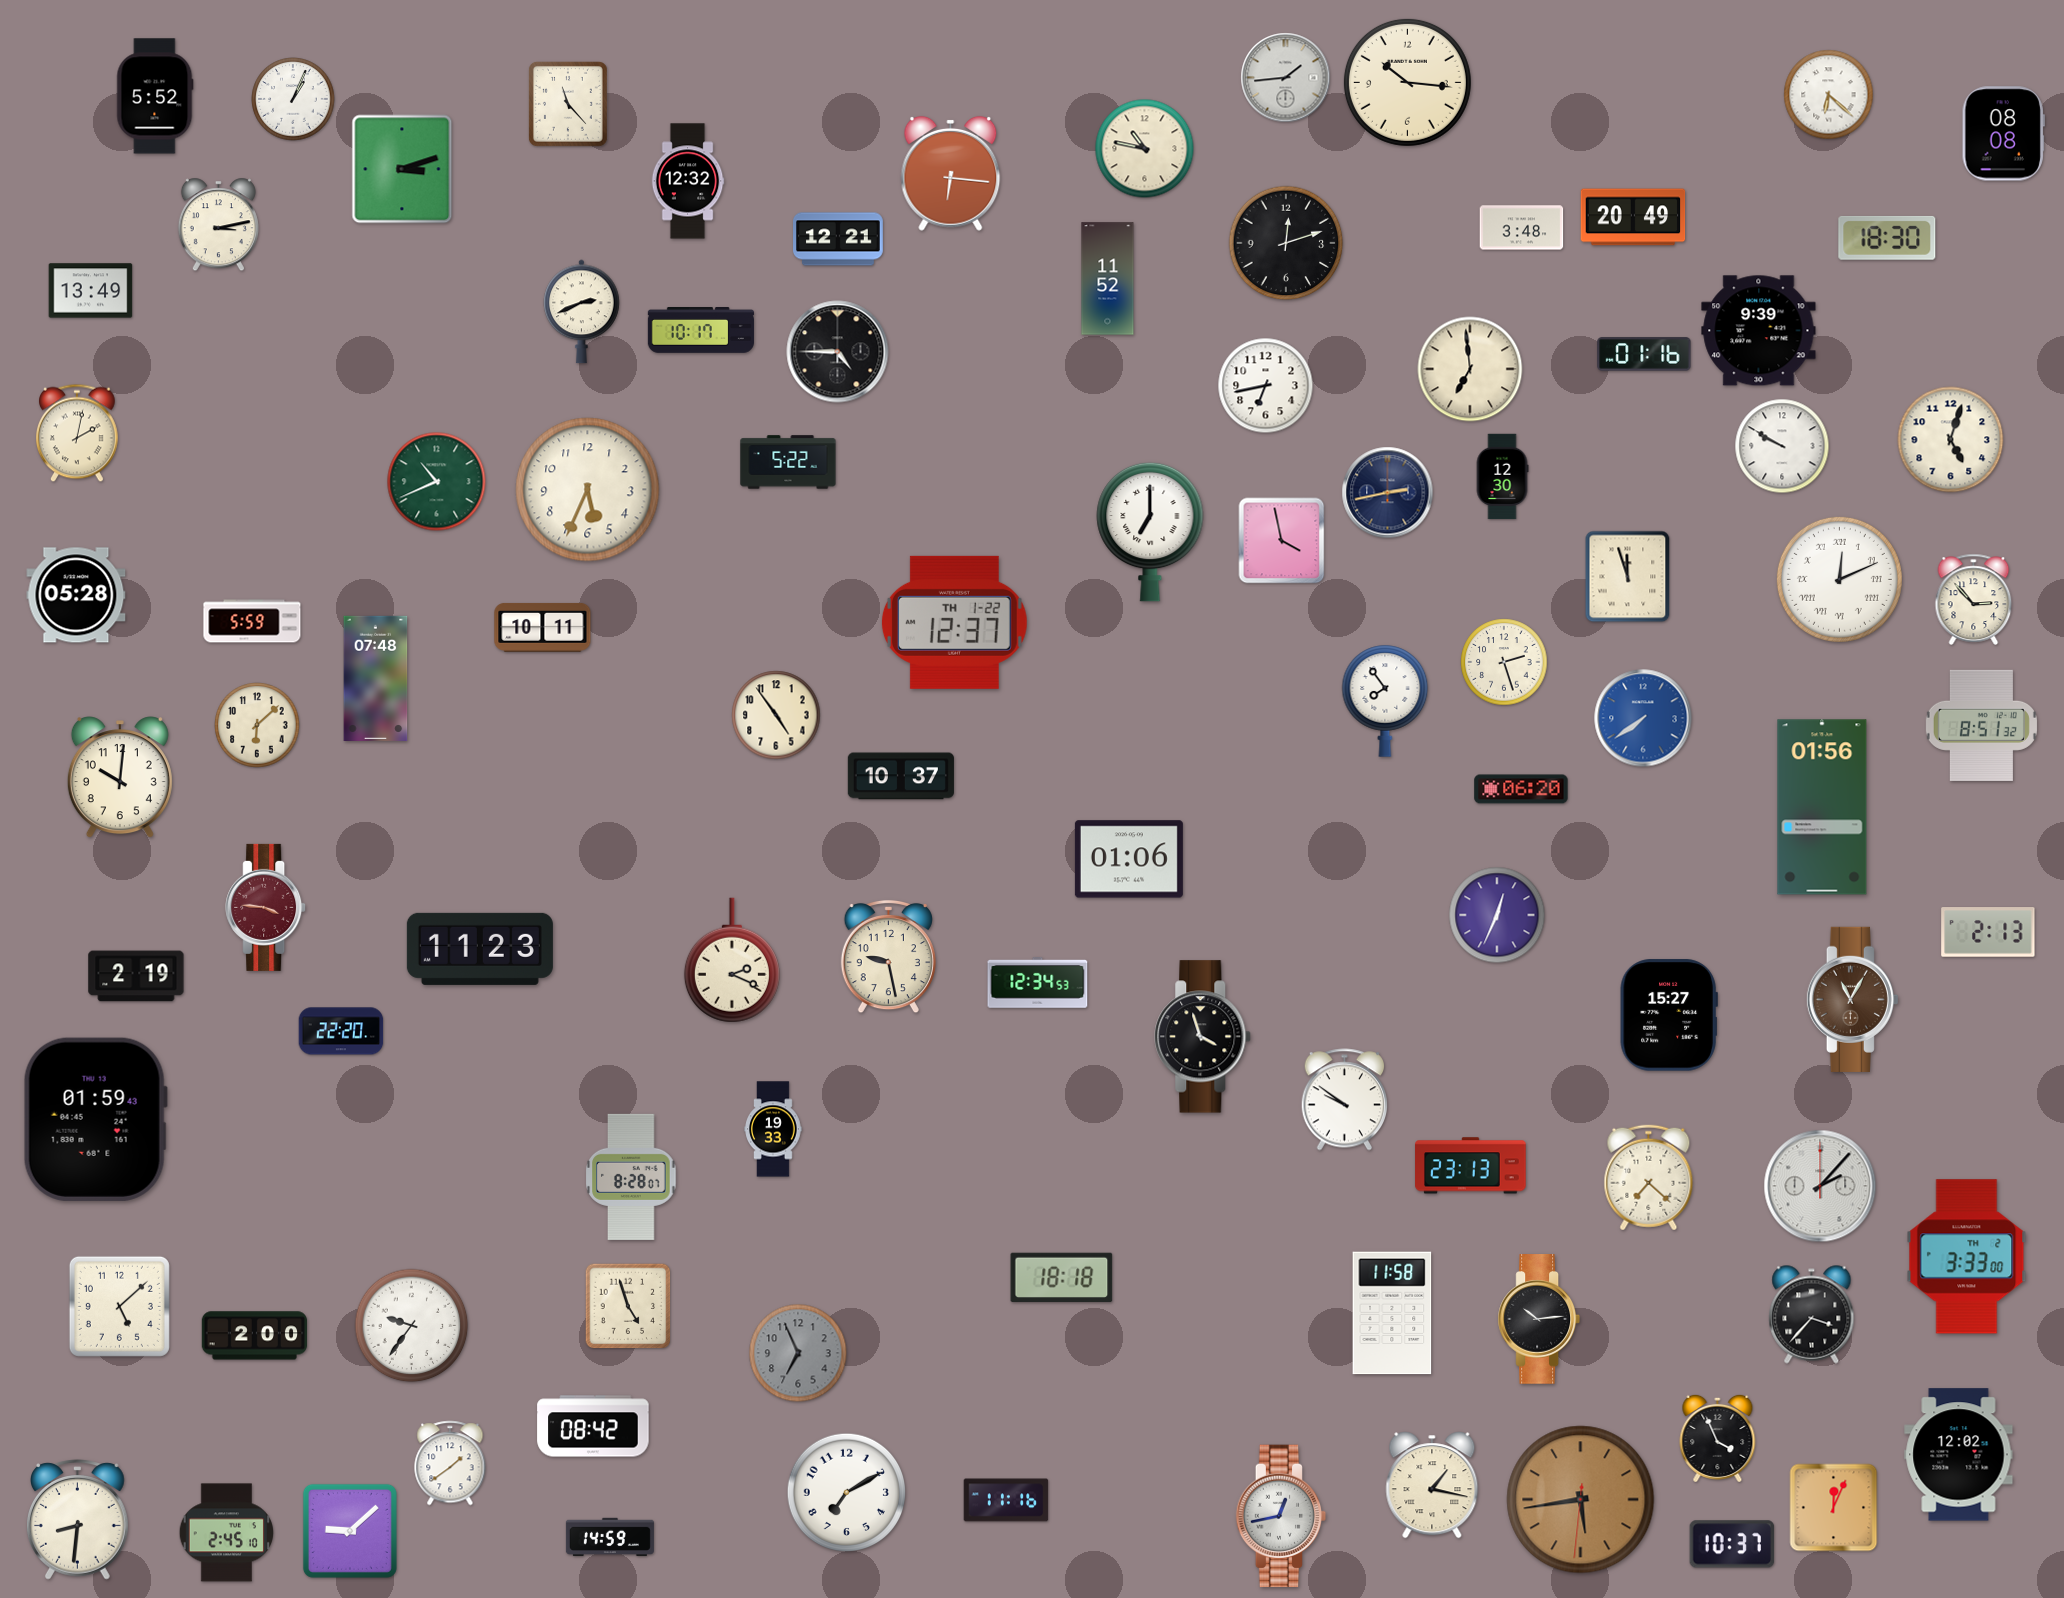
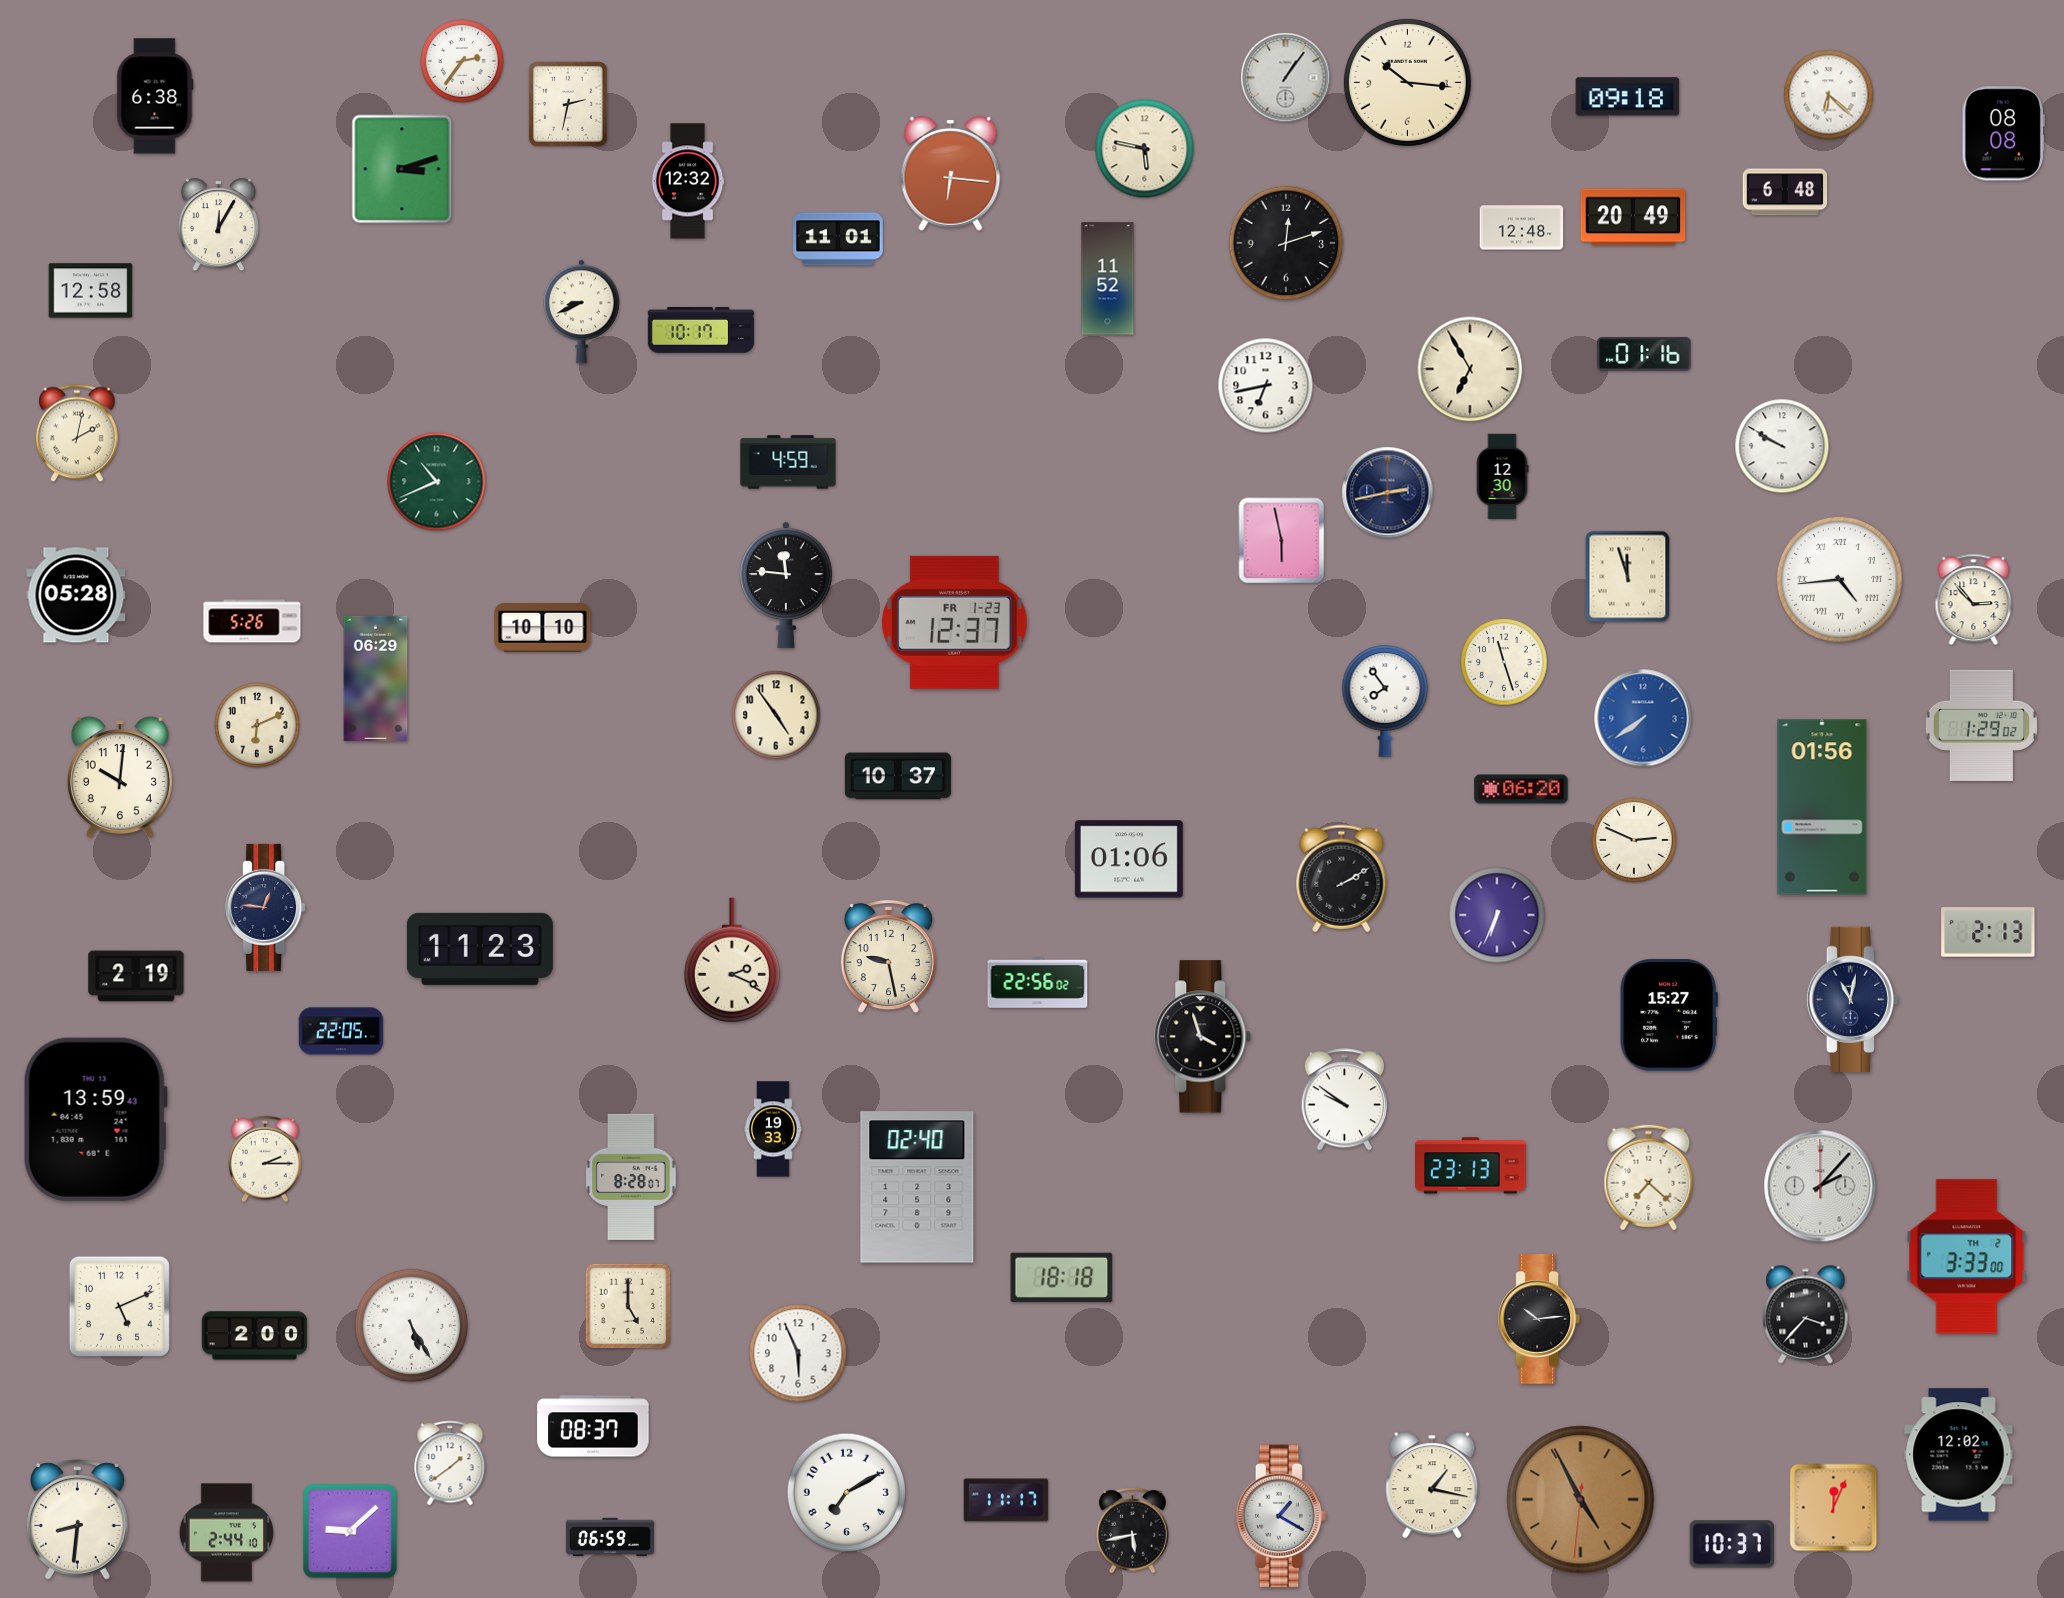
clock at (462, 61): none -> 2:36
clock at (1286, 78): 1:44 -> 1:06
clock at (155, 96): 5:52 -> 6:38
clock at (1628, 97): none -> 09:18
clock at (293, 99): 1:04 -> none
clock at (568, 104): 11:23 -> 2:32
clock at (1145, 149): 10:47 -> 5:47
clock at (1785, 192): none -> 6:48
clock at (218, 225): 3:13 -> 12:05
clock at (1522, 228): 3:48 -> 12:48
clock at (1887, 238): 18:30 -> none
clock at (839, 239): 12:21 -> 11:01
clock at (91, 291): 13:49 -> 12:58
clock at (582, 312): 2:41 -> 8:41
clock at (1759, 331): 9:39 -> none
clock at (838, 352): 4:45 -> none
clock at (1470, 369): 6:59 -> 6:55
clock at (1951, 440): 5:03 -> none
clock at (788, 462): 5:22 -> 4:59
clock at (588, 490): 5:34 -> none
clock at (1150, 532): 7:00 -> none
clock at (1282, 541): 3:58 -> 5:58
clock at (1839, 579): 12:11 -> 4:44
clock at (786, 585): none -> 11:46
clock at (252, 621): 5:59 -> 5:26
clock at (954, 622) date: TH 1-22 -> FR 1-23
clock at (543, 627): 10:11 -> 10:10
clock at (1504, 662): 2:27 -> 11:27
clock at (376, 678): 07:48 -> 06:29
clock at (257, 725): 6:08 -> 6:11
clock at (1981, 725): 8:51 -> 1:29
clock at (901, 776) position: (901, 776) -> (898, 776)
clock at (1634, 840): none -> 2:49
clock at (1342, 879): none -> 2:10
clock at (266, 907): 3:46 -> 12:46
clock at (266, 907) dial: burgundy -> navy
clock at (1497, 915): 12:34 -> 6:34
clock at (1038, 983): 12:34 -> 22:56
clock at (1852, 999): 11:05 -> 11:02
clock at (1852, 999) dial: brown -> navy
clock at (341, 1031): 22:20 -> 22:05
clock at (95, 1119): 01:59 -> 13:59
clock at (265, 1159): none -> 2:15
clock at (917, 1187): none -> 02:40
clock at (119, 1306): 5:08 -> 5:11
clock at (628, 1306): 4:57 -> 5:00
clock at (1392, 1313): 11:58 -> none
clock at (1812, 1315) position: (1812, 1315) -> (1806, 1315)
clock at (412, 1326): 9:36 -> 5:25
clock at (798, 1353): 6:56 -> 5:56
clock at (798, 1353) dial: grey -> white
clock at (593, 1426): 08:42 -> 08:37
clock at (1718, 1438): 3:56 -> none
clock at (1006, 1500): 11:16 -> 11:17
clock at (1581, 1500): 5:43 -> 4:55
clock at (1281, 1516): 12:43 -> 1:20
clock at (1133, 1530): none -> 5:43
clock at (226, 1533): 2:45 -> 2:44
clock at (610, 1537): 14:59 -> 06:59
